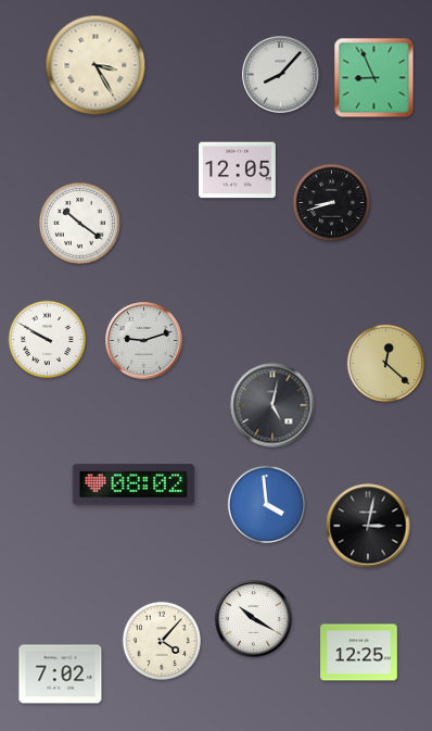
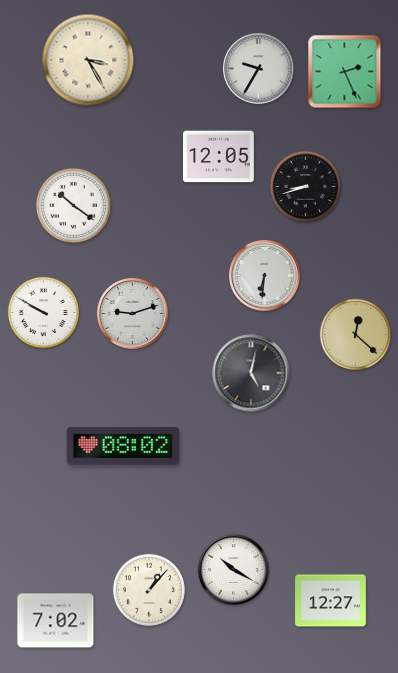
clock at (281, 75): 8:07 -> 9:35
clock at (374, 78): 8:56 -> 2:26
clock at (265, 276): none -> 6:31
clock at (267, 505): 3:59 -> none
clock at (368, 526): 3:02 -> none
clock at (161, 640): 4:07 -> 1:07
clock at (359, 653): 12:25 -> 12:27
